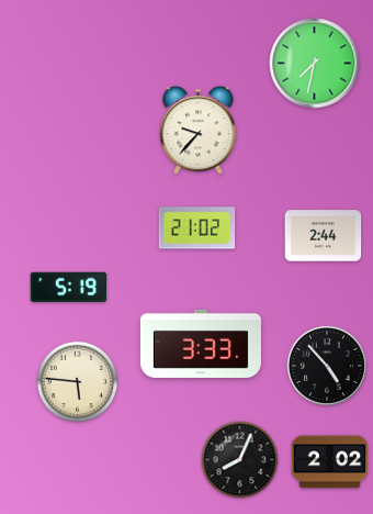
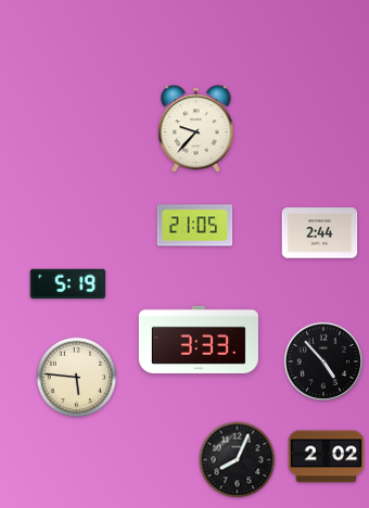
clock at (315, 64): 7:32 -> none
clock at (197, 228): 21:02 -> 21:05
clock at (240, 460) position: (240, 460) -> (238, 460)
